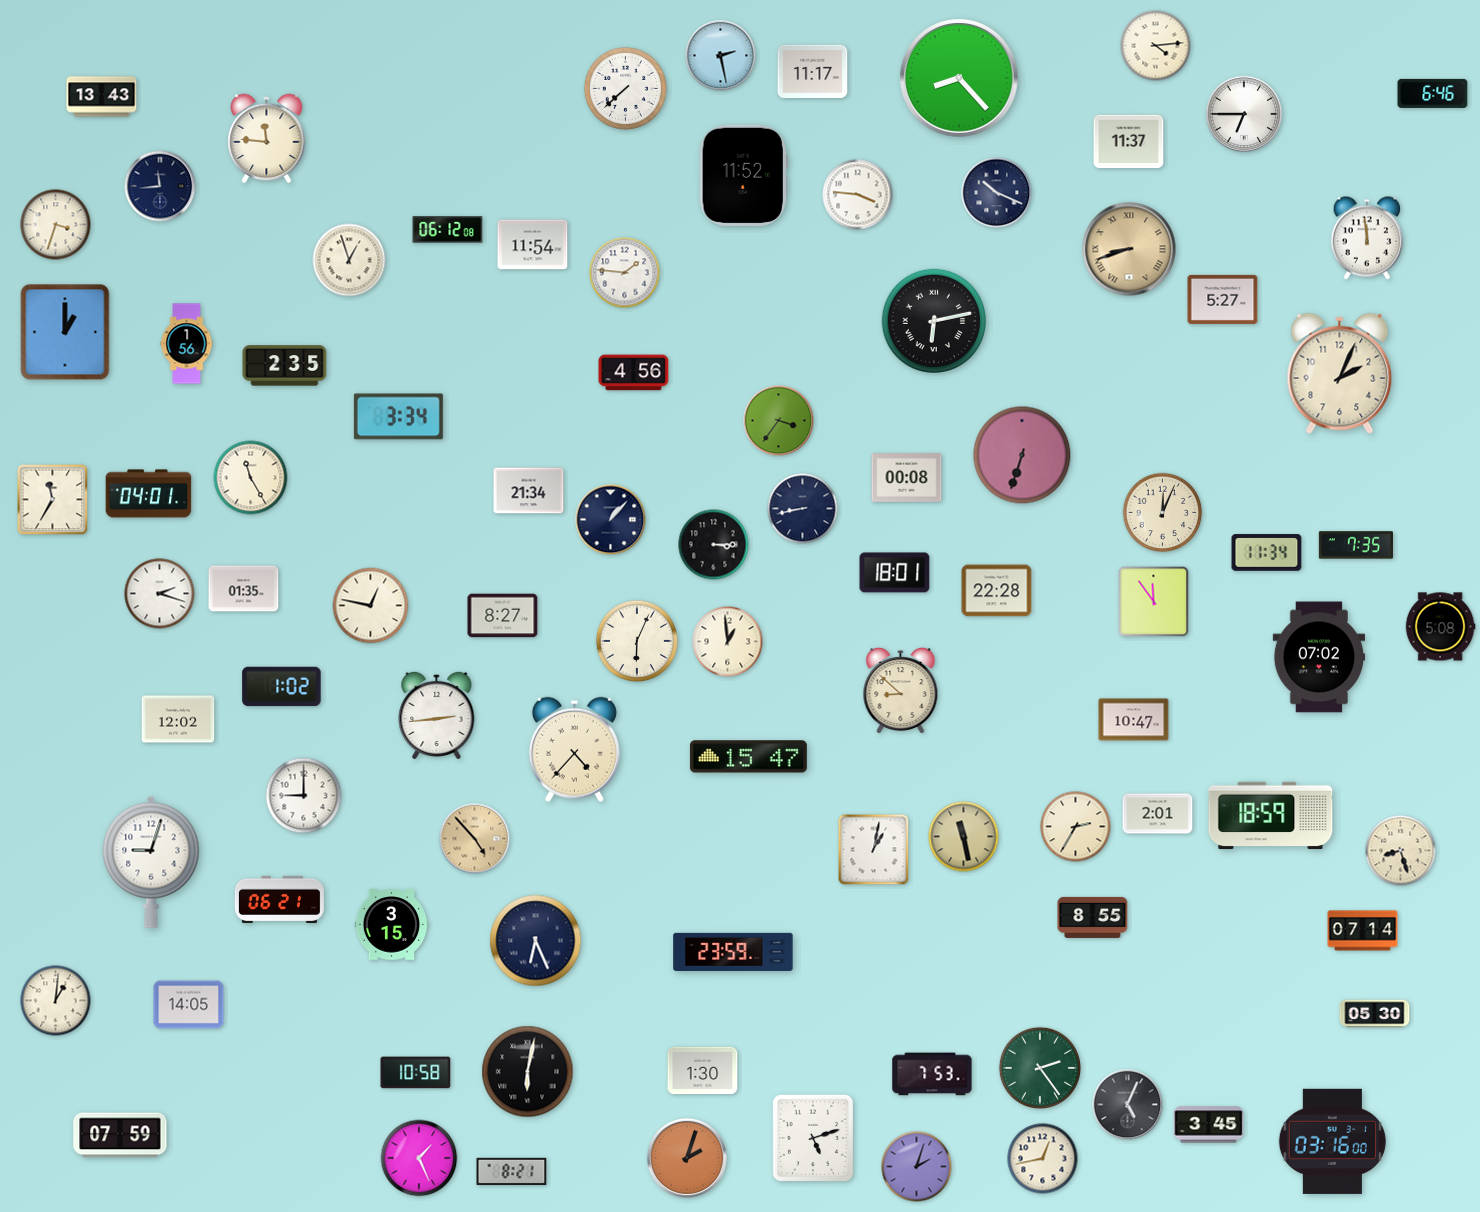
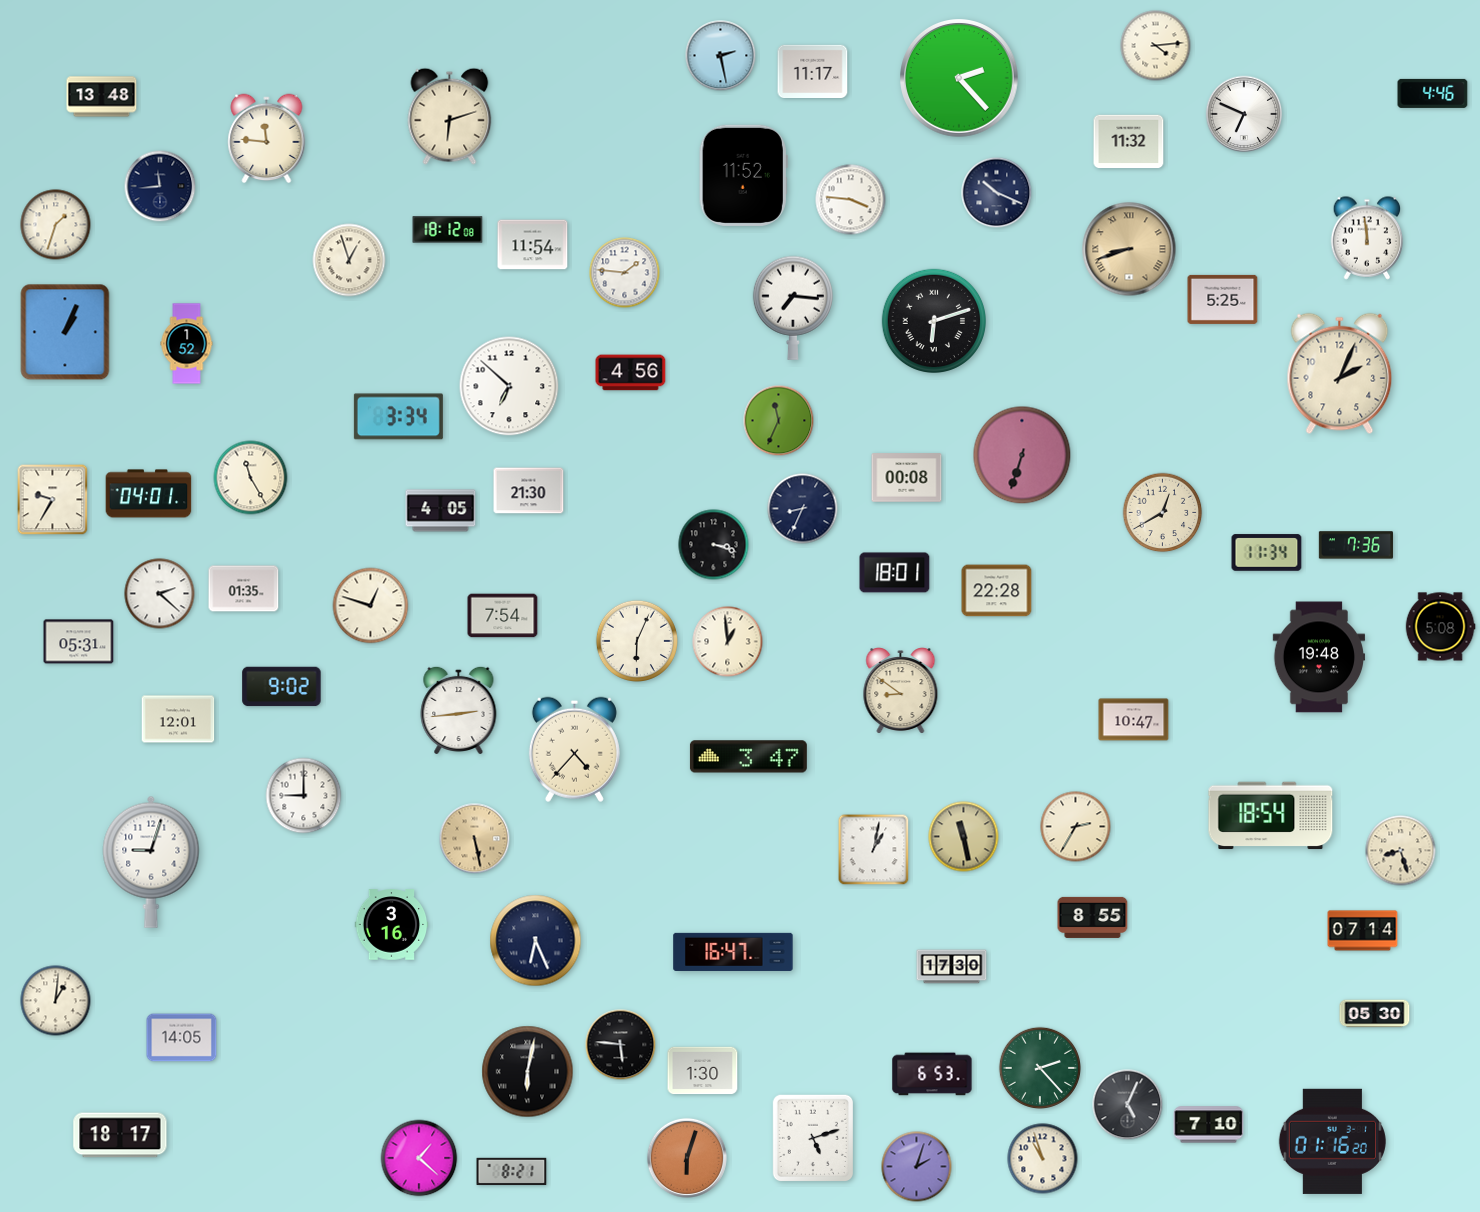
clock at (960, 79): 8:23 -> 2:23
clock at (625, 88): 7:38 -> none
clock at (1433, 93): 6:46 -> 4:46
clock at (102, 97): 13:43 -> 13:48
clock at (1244, 114): 6:45 -> 6:49
clock at (450, 116): none -> 6:12
clock at (1129, 142): 11:37 -> 11:32
clock at (858, 195) position: (858, 195) -> (851, 200)
clock at (56, 225): 3:33 -> 1:33
clock at (448, 230): 06:12 -> 18:12
clock at (1223, 299): 5:27 -> 5:25
clock at (793, 308): none -> 7:16
clock at (933, 320): 6:13 -> 6:12
clock at (65, 332): 1:00 -> 1:04
clock at (187, 344): 1:56 -> 1:52
clock at (285, 366): 2:35 -> none
clock at (634, 373) position: (634, 373) -> (631, 373)
clock at (509, 386): none -> 6:52
clock at (779, 421): 3:36 -> 11:34
clock at (529, 491): 21:34 -> 21:30
clock at (53, 500): 11:35 -> 9:35
clock at (803, 509): 8:43 -> 8:34
clock at (441, 511): none -> 4:05
clock at (1163, 513): 12:04 -> 12:40
clock at (611, 520): 1:07 -> none
clock at (714, 545): 3:15 -> 3:18
clock at (1356, 545): 7:35 -> 7:36
clock at (160, 594): 2:18 -> 2:22
clock at (1154, 602): 11:54 -> none
clock at (371, 606): 12:47 -> 12:48
clock at (503, 616): 8:27 -> 7:54
clock at (79, 642): none -> 05:31
clock at (1319, 657): 07:02 -> 19:48
clock at (282, 687): 1:02 -> 9:02
clock at (901, 691): 8:52 -> 8:51
clock at (437, 714) position: (437, 714) -> (459, 709)
clock at (178, 719): 12:02 -> 12:01
clock at (748, 757): 15:47 -> 3:47
clock at (1158, 814): 2:01 -> none
clock at (1271, 816): 18:59 -> 18:54
clock at (475, 839): 4:53 -> 5:28
clock at (279, 899): 06:21 -> none
clock at (392, 925): 3:15 -> 3:16
clock at (733, 952): 23:59 -> 16:47
clock at (952, 967): none -> 17:30
clock at (189, 1005) position: (189, 1005) -> (182, 1038)
clock at (621, 1045): none -> 5:46
clock at (1039, 1067): 2:24 -> 2:23
clock at (416, 1073): 10:58 -> none
clock at (932, 1074): 7:53 -> 6:53
clock at (1209, 1125): 3:45 -> 7:10
clock at (120, 1135): 07:59 -> 18:17
clock at (1332, 1141): 03:16 -> 01:16
clock at (419, 1158): 1:26 -> 1:22
clock at (687, 1158): 2:03 -> 6:03
clock at (1043, 1159): 12:43 -> 10:57
